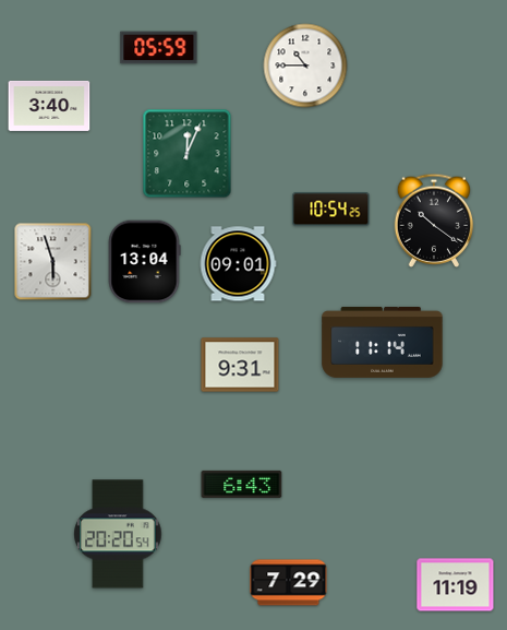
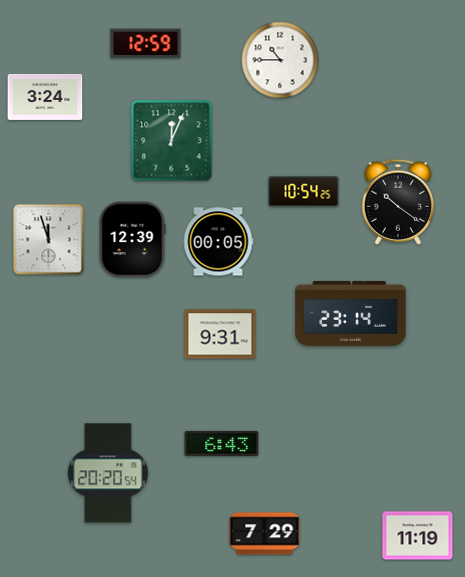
clock at (159, 48): 05:59 -> 12:59
clock at (49, 106): 3:40 -> 3:24
clock at (53, 262): 5:57 -> 11:57
clock at (144, 262): 13:04 -> 12:39
clock at (238, 264): 09:01 -> 00:05
clock at (383, 342): 11:14 -> 23:14
clock at (118, 534) position: (118, 534) -> (108, 473)
